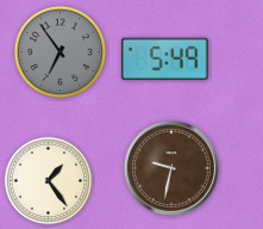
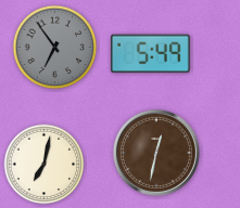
clock at (171, 168): 9:32 -> 12:32
clock at (49, 181): 1:24 -> 7:02
